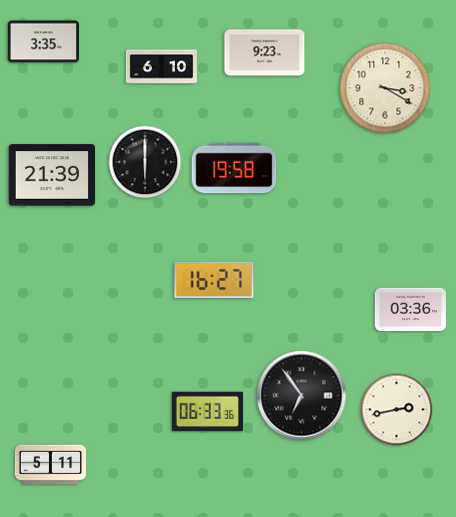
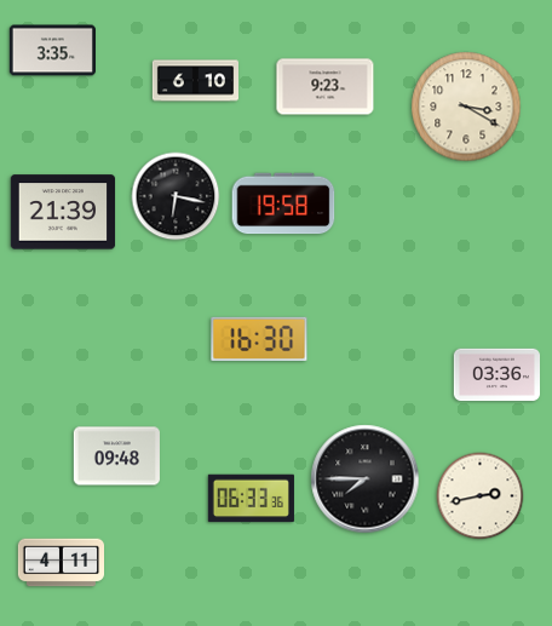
clock at (265, 53) position: (265, 53) -> (326, 87)
clock at (145, 162): 6:00 -> 6:17
clock at (214, 280): 16:27 -> 16:30
clock at (116, 456): none -> 09:48
clock at (302, 396): 6:54 -> 7:45
clock at (50, 465): 5:11 -> 4:11
